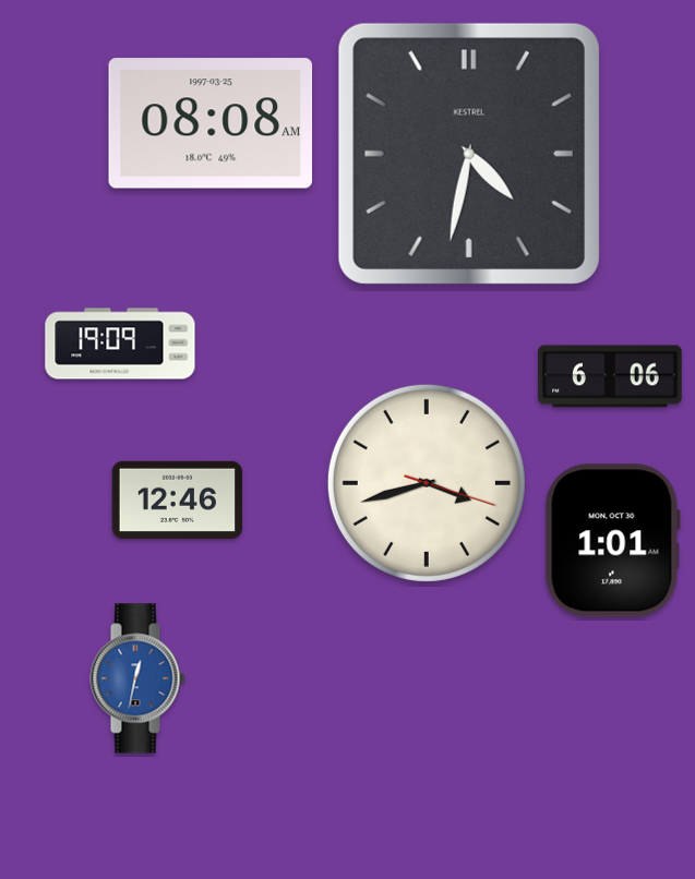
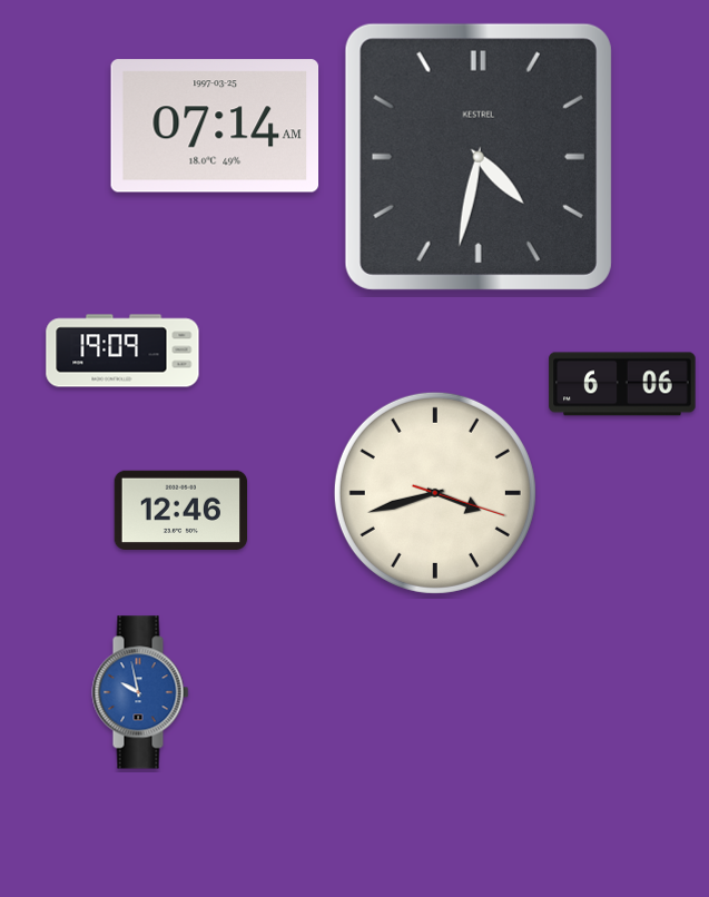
clock at (211, 123): 08:08 -> 07:14
clock at (612, 541): 1:01 -> none
clock at (137, 678): 12:32 -> 9:58
